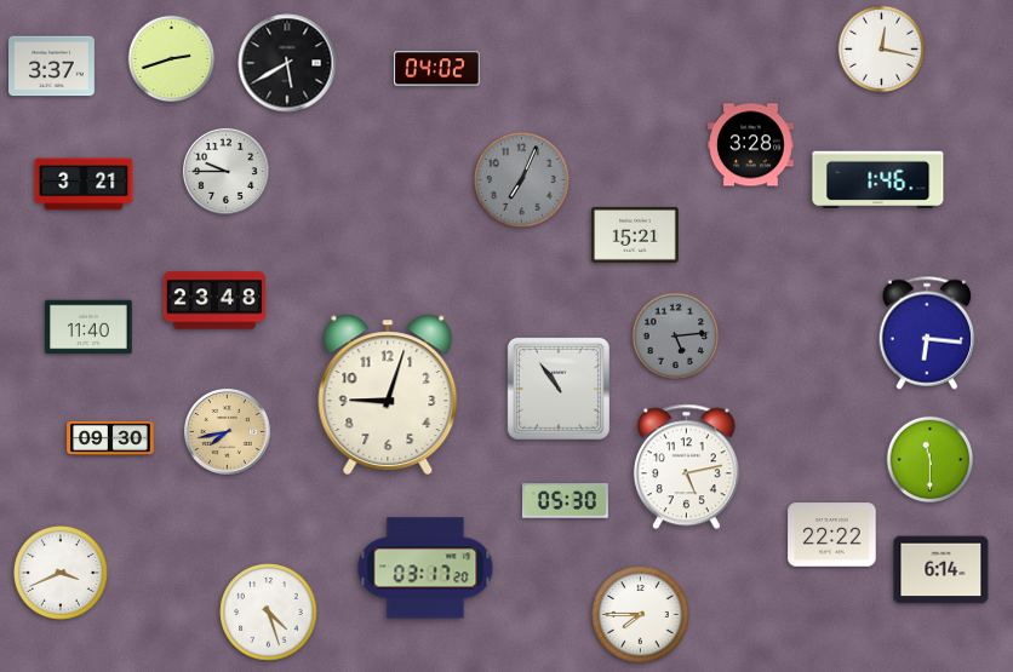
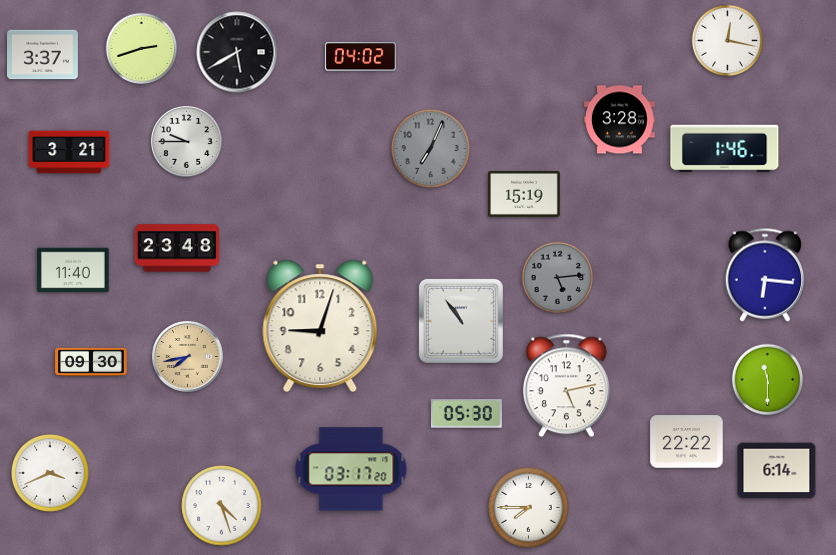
clock at (635, 235): 15:21 -> 15:19
